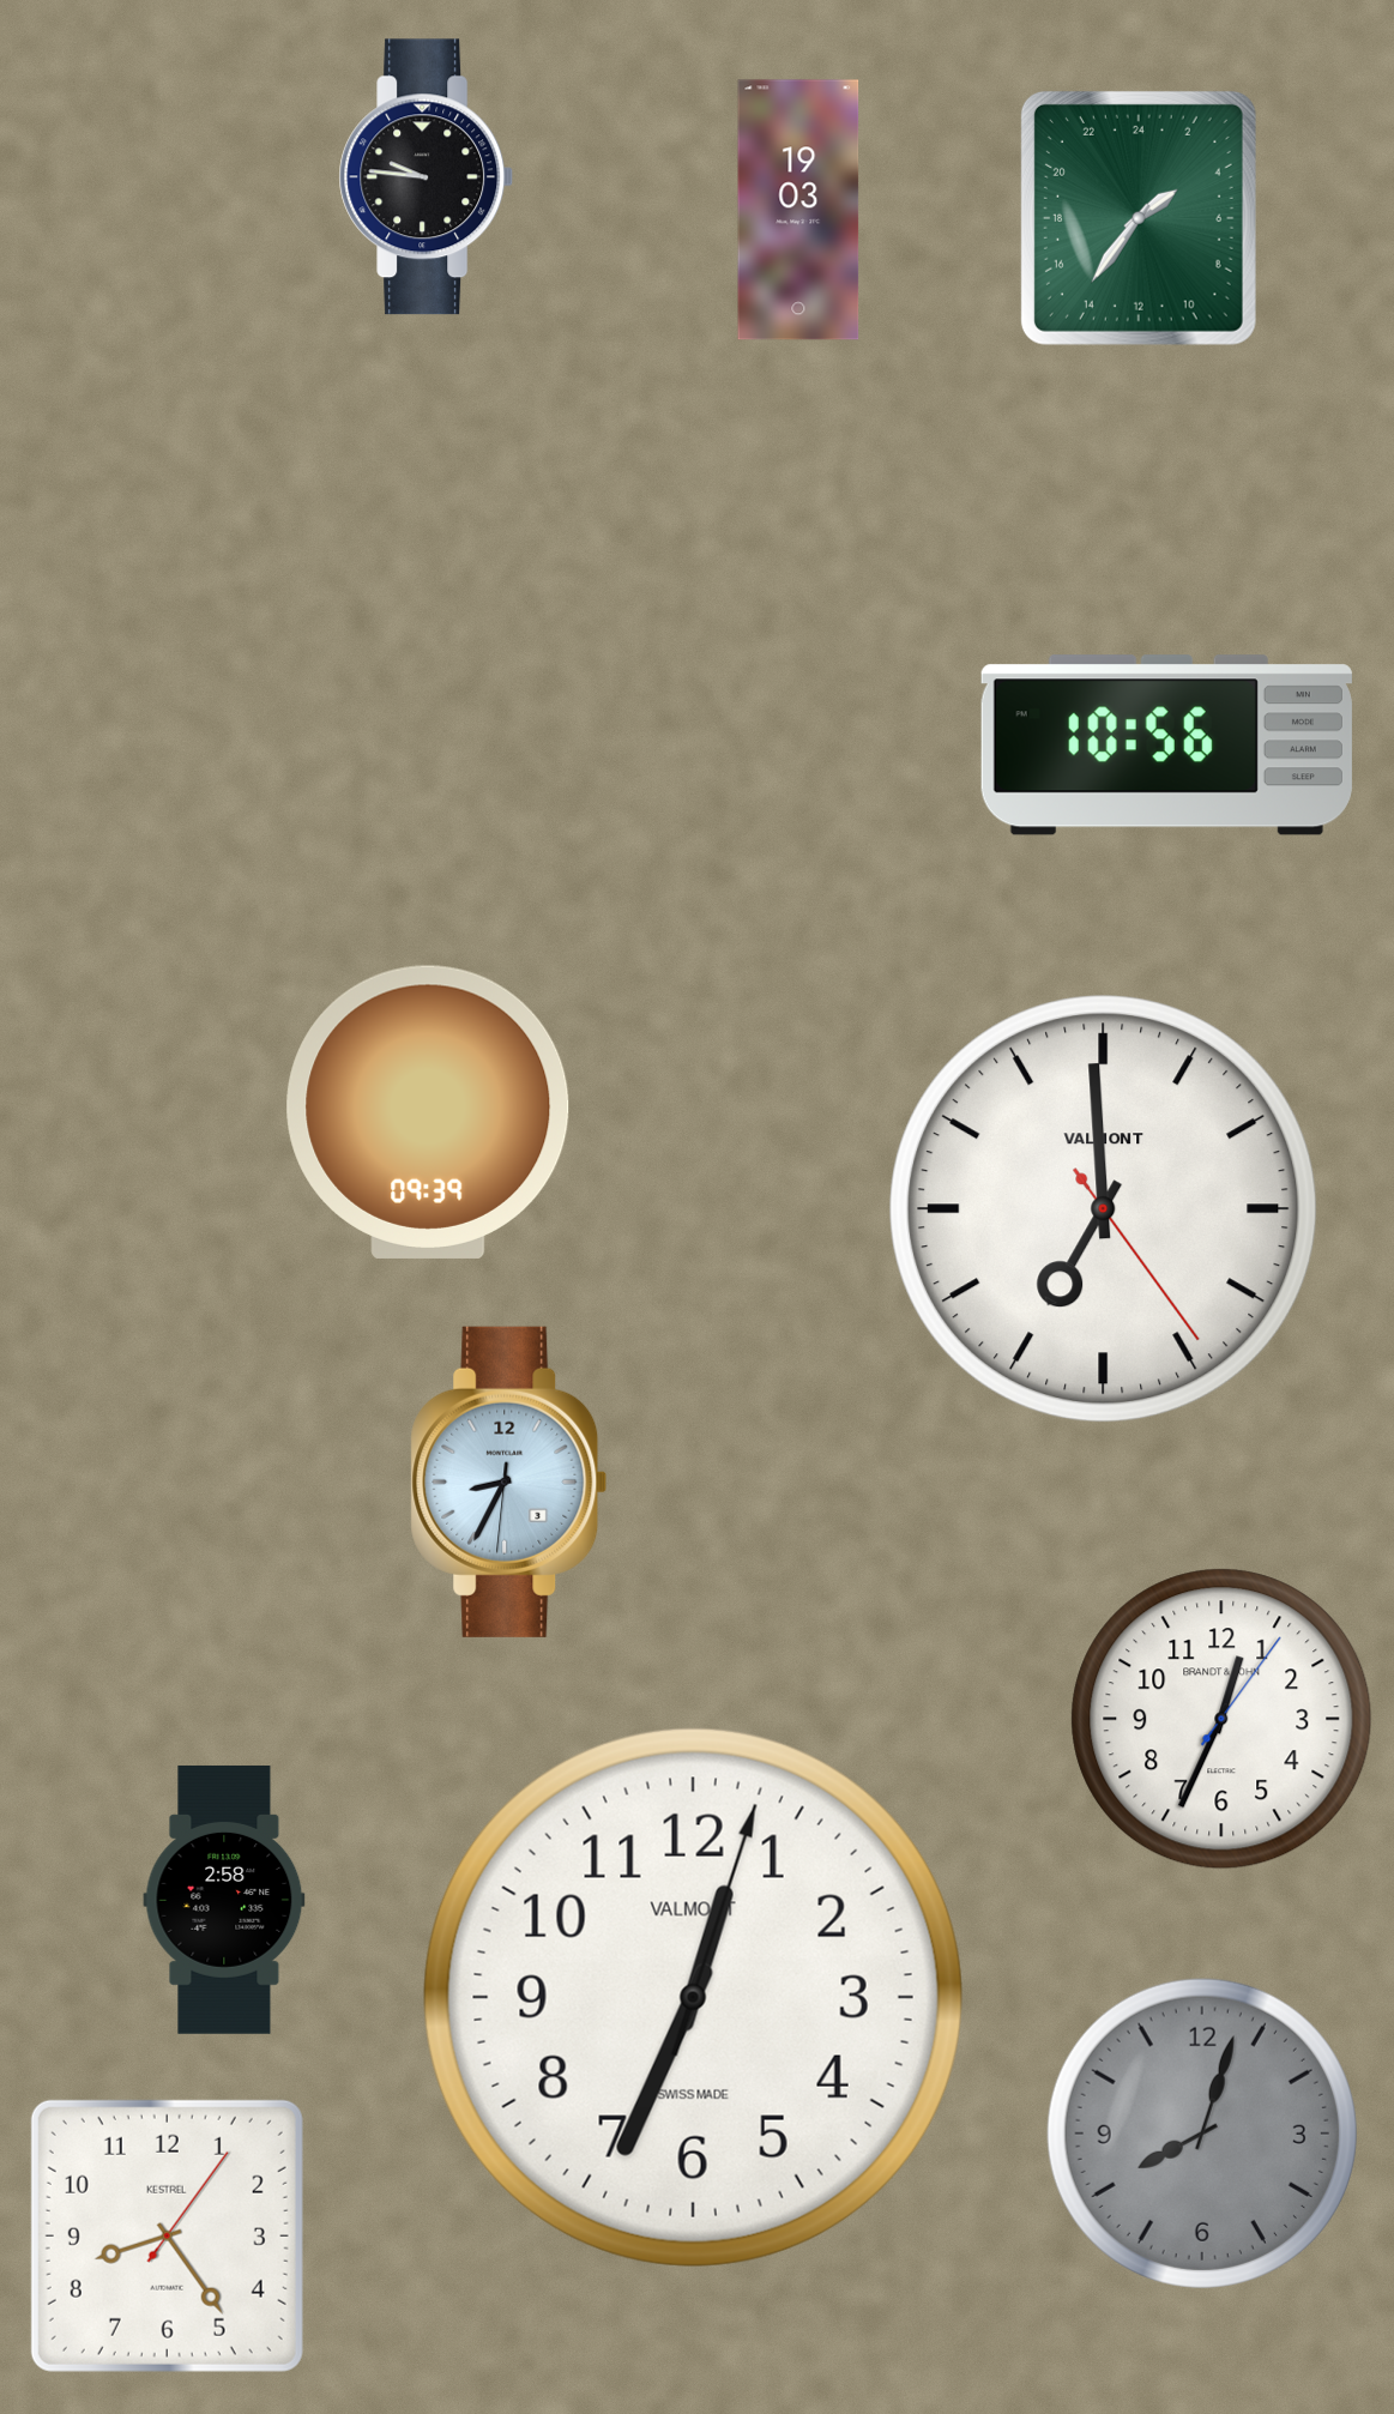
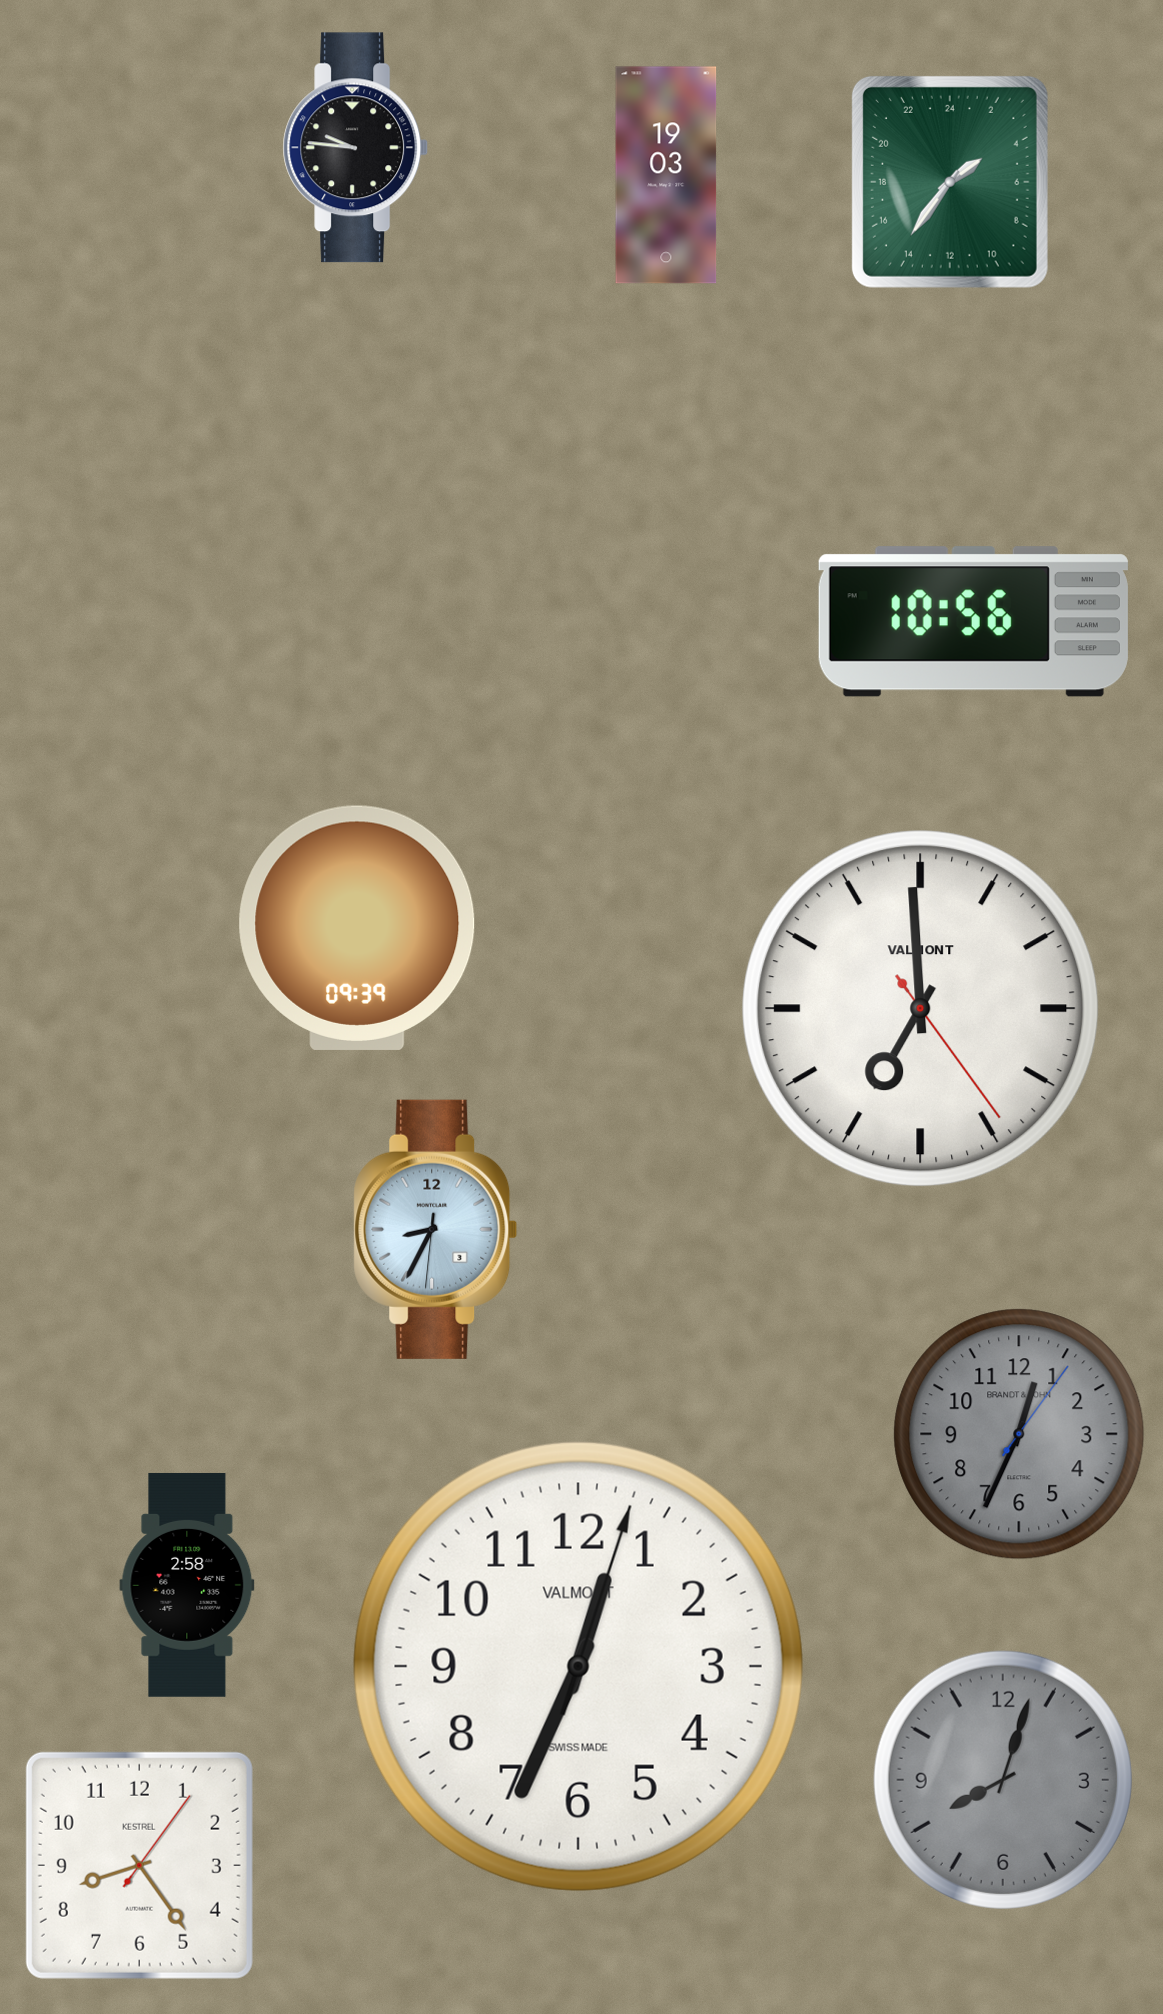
clock at (509, 1481) position: (509, 1481) -> (436, 1229)
clock at (1221, 1719) dial: white -> grey
